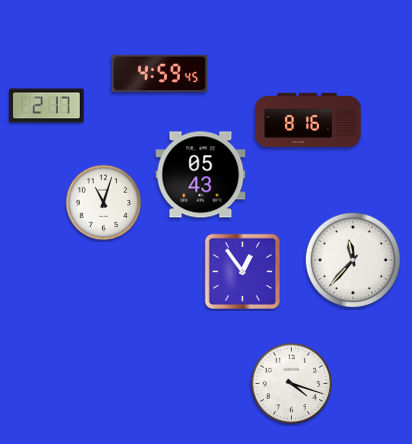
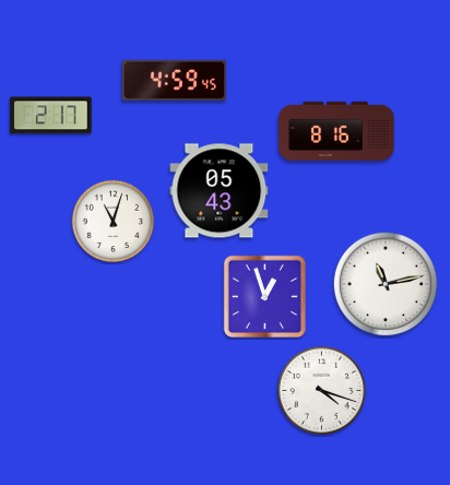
clock at (352, 259): 11:37 -> 11:13
clock at (242, 271): 12:54 -> 12:57
clock at (292, 384) position: (292, 384) -> (322, 391)
